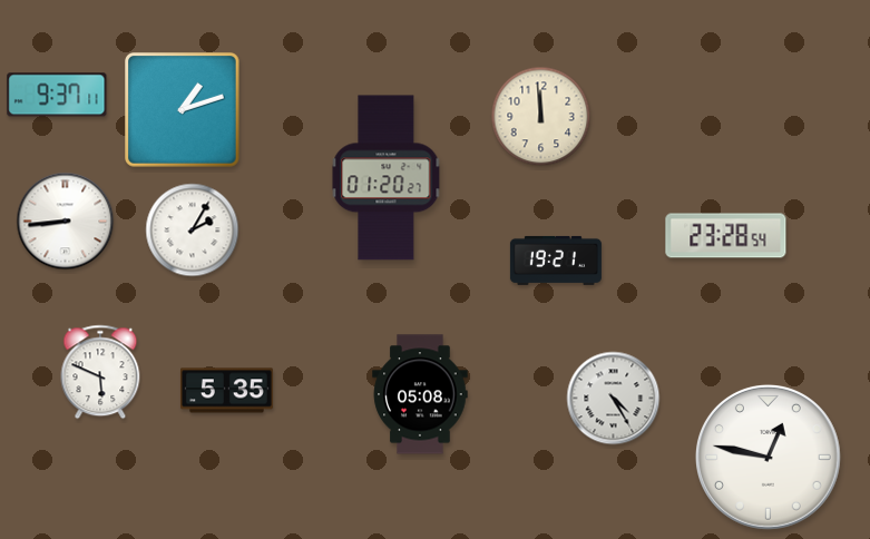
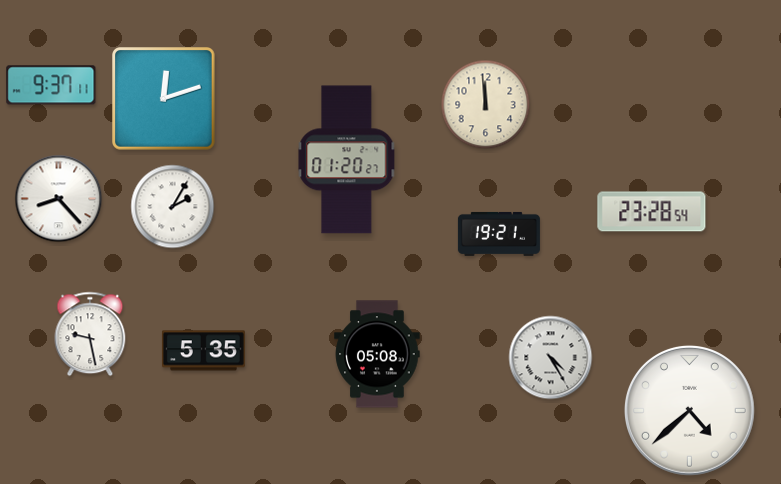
clock at (183, 110): 1:12 -> 12:12
clock at (66, 222): 8:44 -> 8:23
clock at (100, 372): 5:49 -> 9:28
clock at (768, 457): 12:47 -> 4:38
